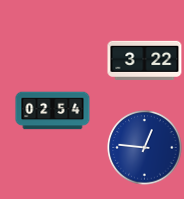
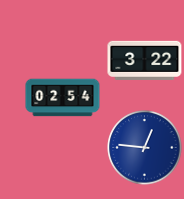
clock at (53, 111) position: (53, 111) -> (63, 98)
